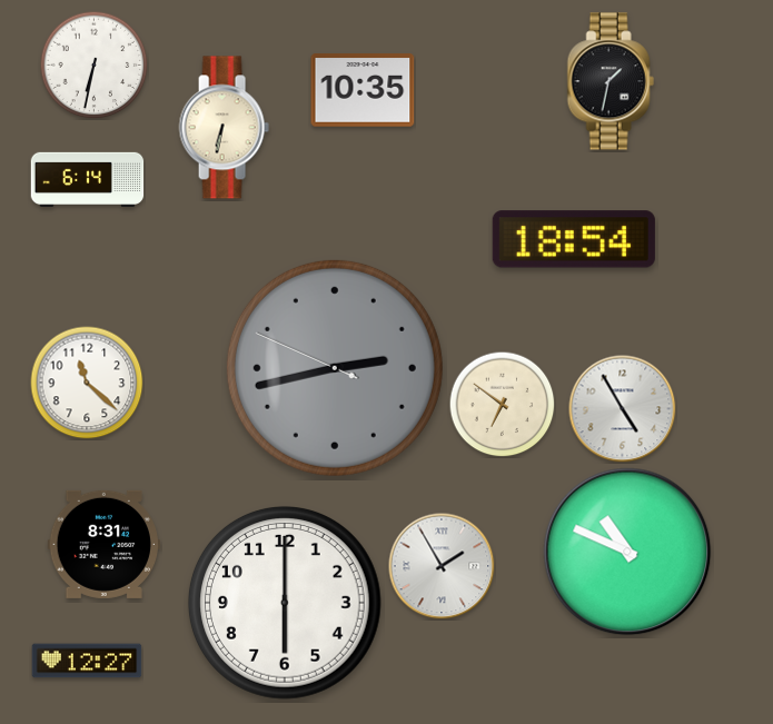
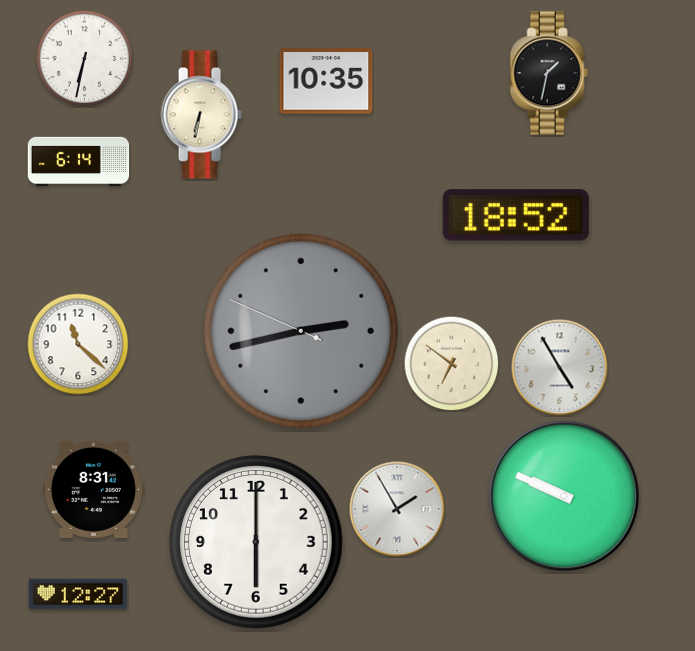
clock at (574, 239): 18:54 -> 18:52
clock at (627, 552): 10:49 -> 9:49
